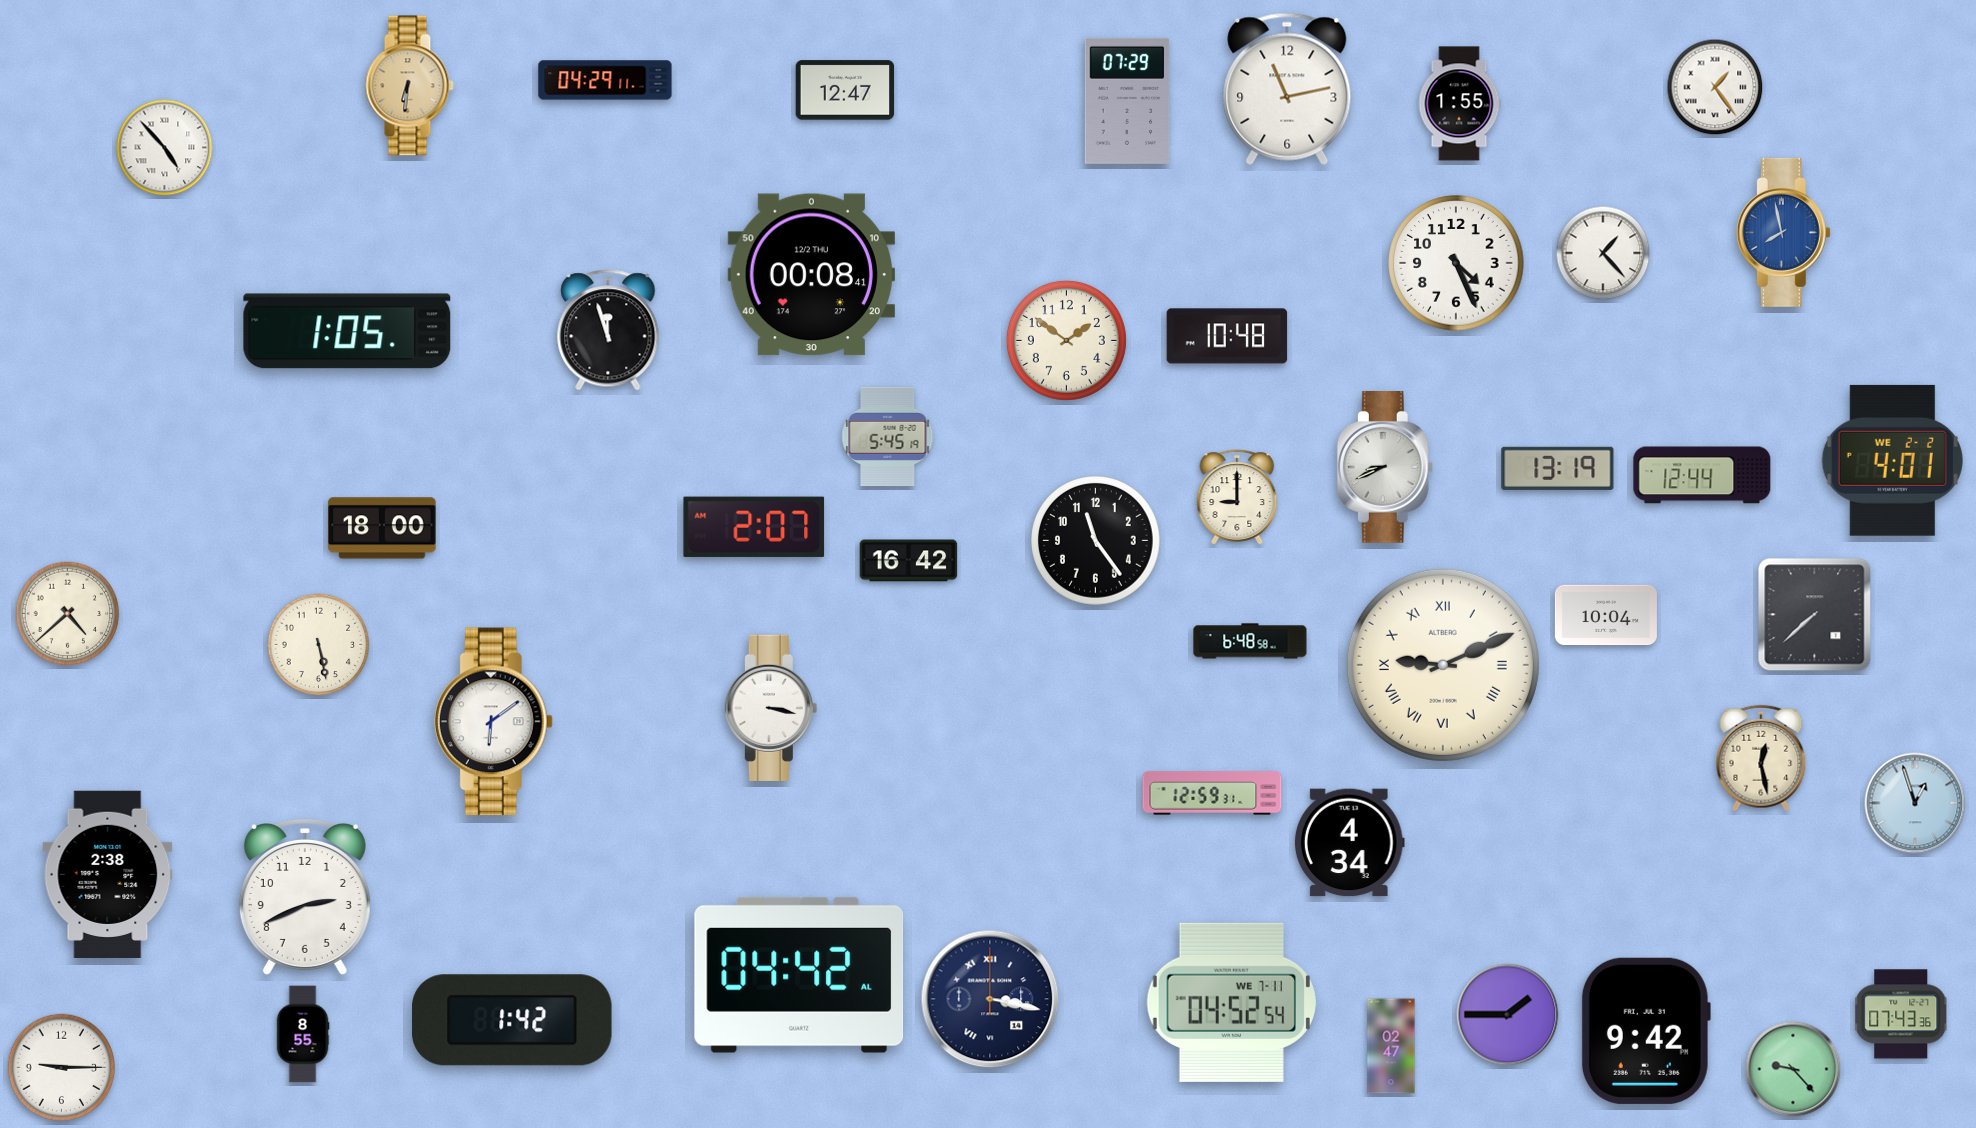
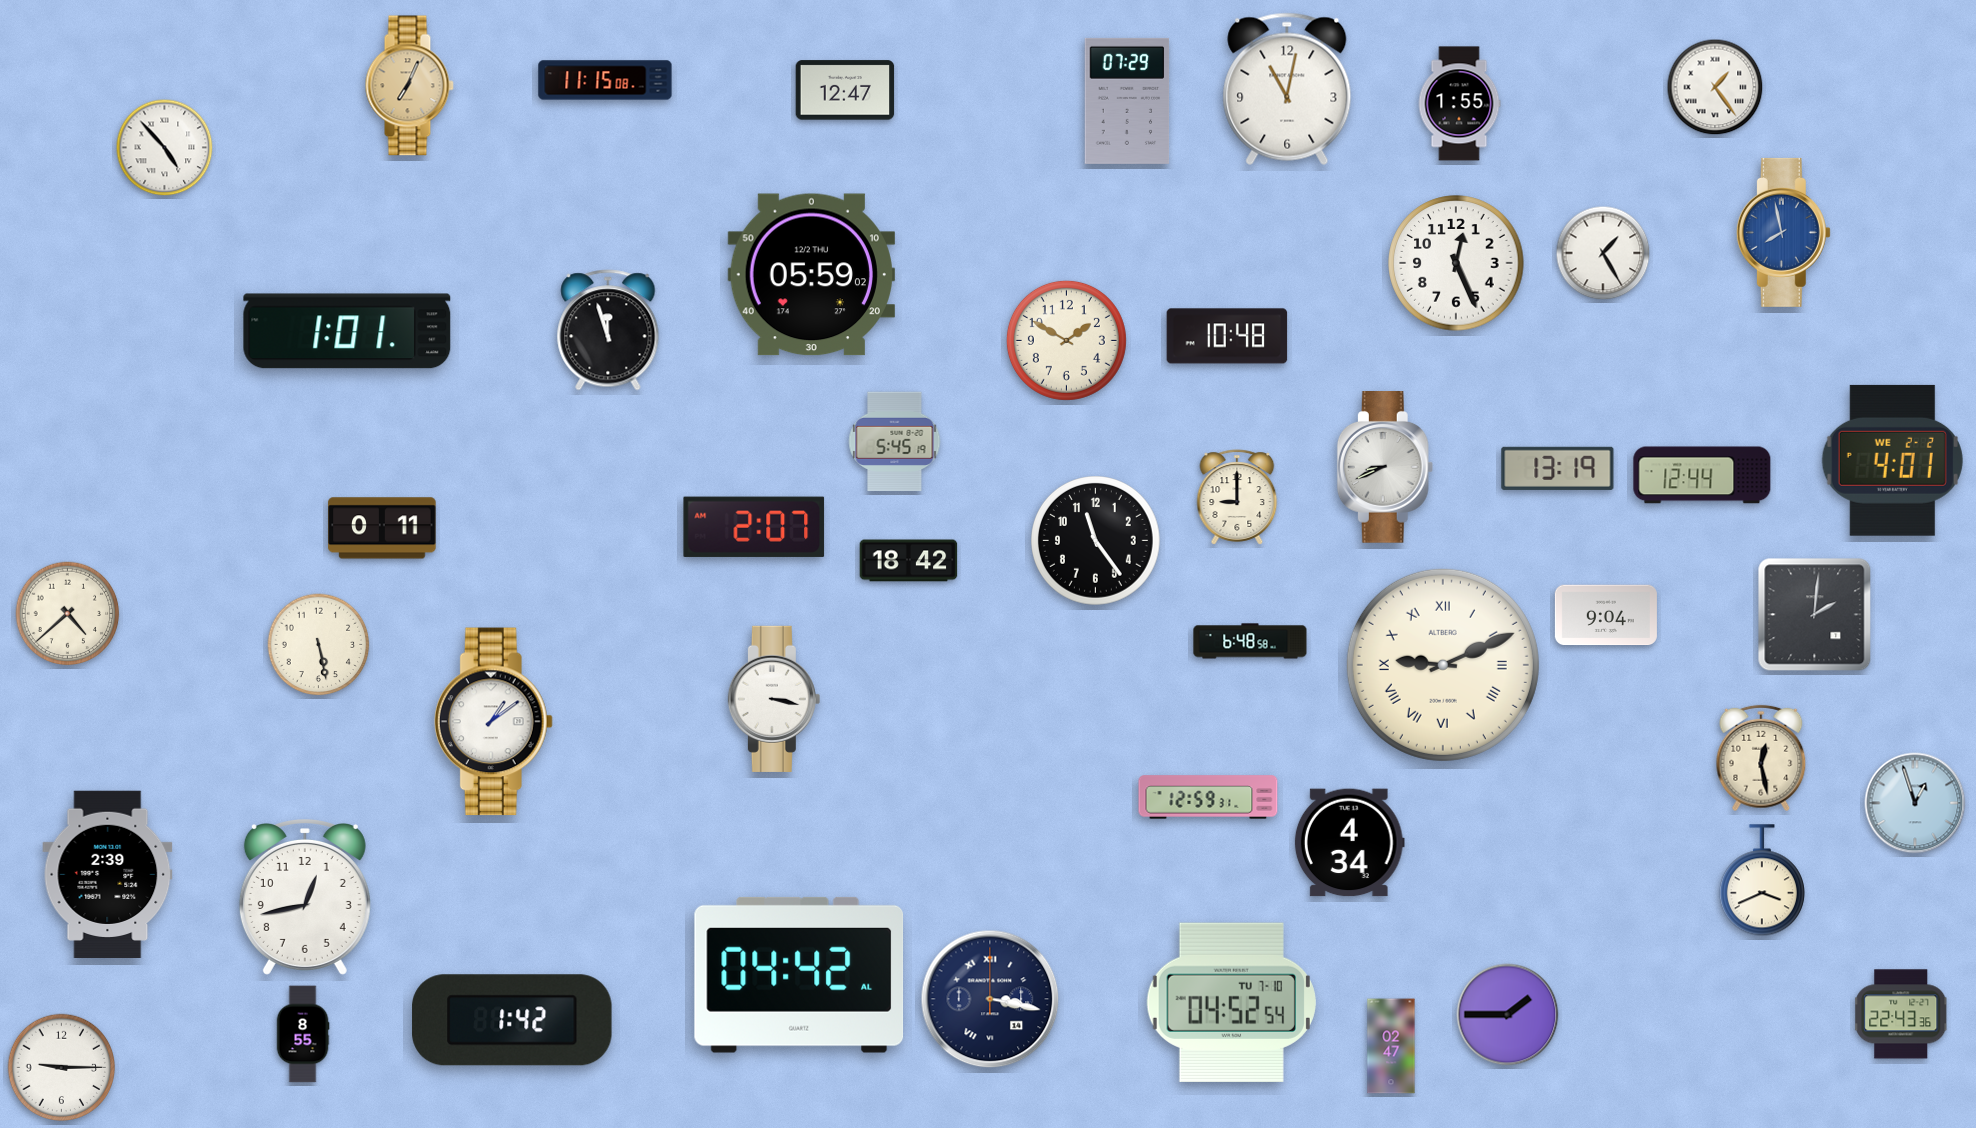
clock at (605, 80): 04:29 -> 11:15
clock at (409, 86): 6:31 -> 7:04
clock at (1287, 89): 11:13 -> 11:02
clock at (1603, 253): 1:23 -> 1:25
clock at (1456, 263): 4:26 -> 12:26
clock at (811, 275): 00:08 -> 05:59
clock at (347, 331): 1:05 -> 1:01
clock at (1066, 340): 1:51 -> 1:50
clock at (888, 437) position: (888, 437) -> (895, 442)
clock at (382, 528): 18:00 -> 0:11
clock at (909, 561): 16:42 -> 18:42
clock at (1606, 615): 10:04 -> 9:04
clock at (1815, 615): 7:38 -> 2:01
clock at (771, 708) position: (771, 708) -> (774, 699)
clock at (493, 722): 6:09 -> 1:09
clock at (1212, 793) position: (1212, 793) -> (1208, 797)
clock at (108, 874): 2:38 -> 2:39
clock at (1762, 881): none -> 3:41
clock at (305, 898): 2:41 -> 12:43
clock at (1231, 1002) date: WE 7-11 -> TU 7-10
clock at (1901, 1014): 07:43 -> 22:43
clock at (1646, 1031): 9:42 -> none
clock at (1793, 1069): 9:23 -> none
